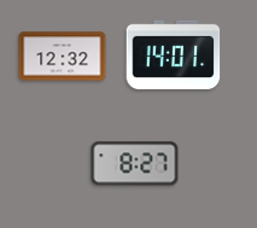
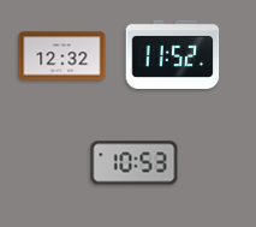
clock at (174, 54): 14:01 -> 11:52
clock at (135, 164): 8:27 -> 10:53
